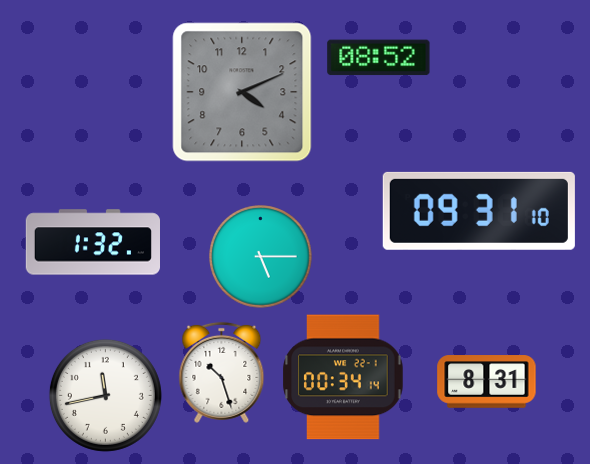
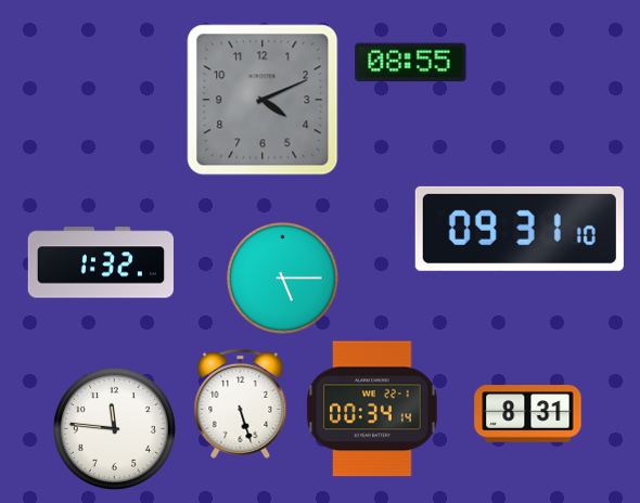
clock at (379, 58): 08:52 -> 08:55
clock at (222, 372): 10:27 -> 5:27
clock at (105, 395): 11:43 -> 11:46
